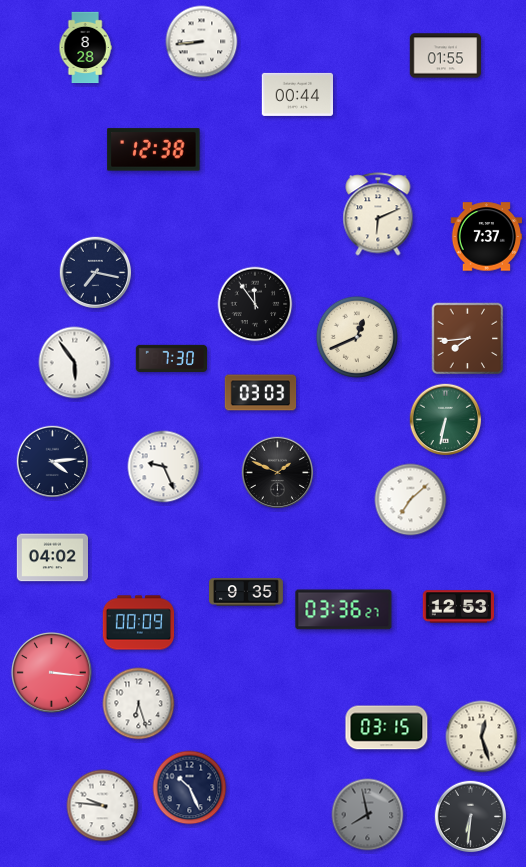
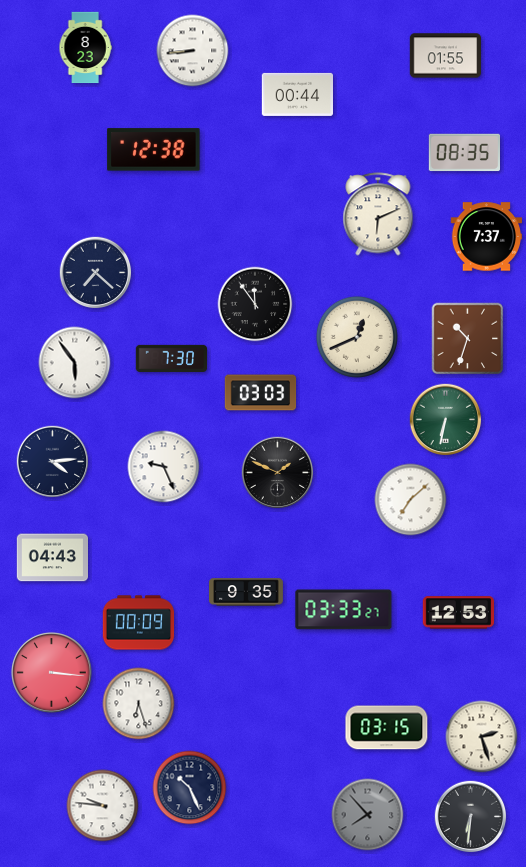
clock at (202, 42) position: (202, 42) -> (193, 51)
clock at (85, 48): 8:28 -> 8:23
clock at (464, 153): none -> 08:35
clock at (96, 273): 7:17 -> 7:22
clock at (468, 339): 7:44 -> 10:33
clock at (52, 558): 04:02 -> 04:43
clock at (458, 607) position: (458, 607) -> (458, 613)
clock at (344, 610): 03:36 -> 03:33
clock at (482, 737): 12:27 -> 2:27
clock at (368, 815): 7:58 -> 7:53
